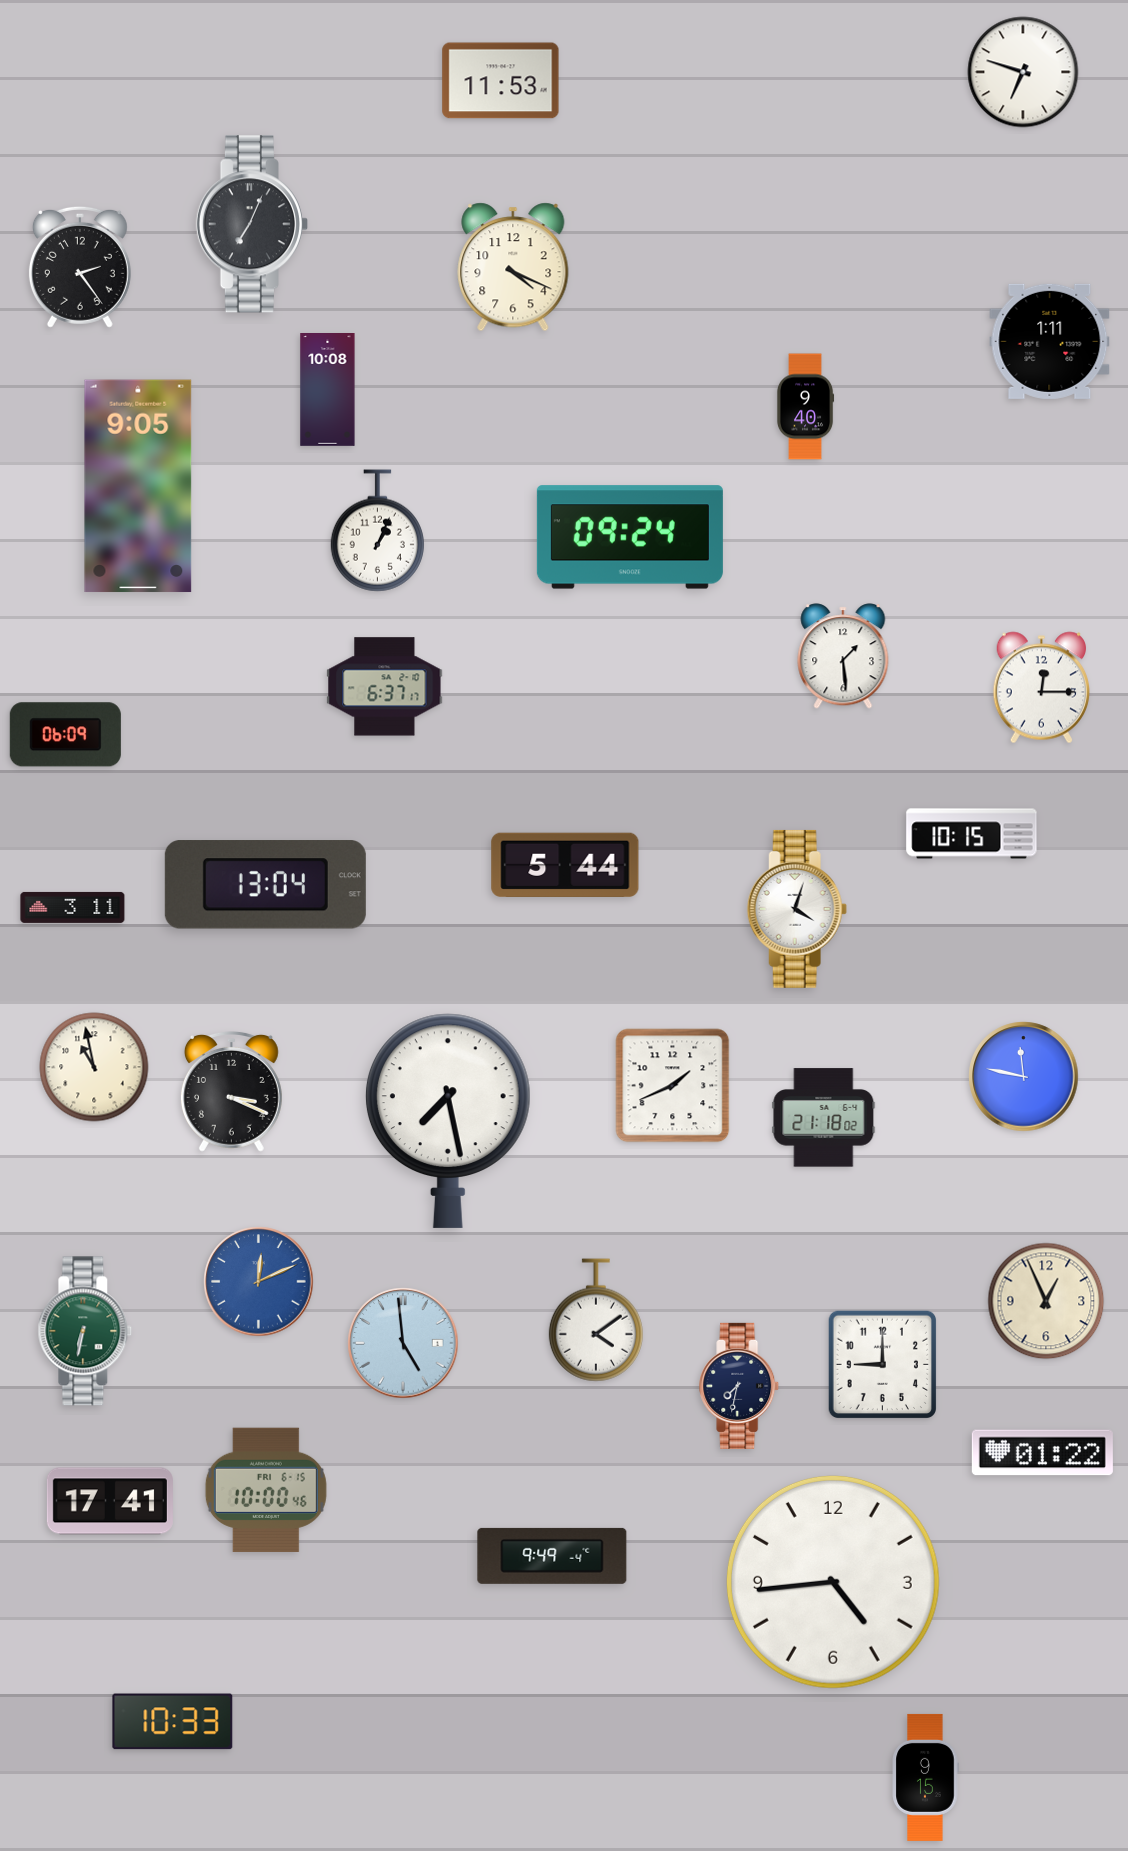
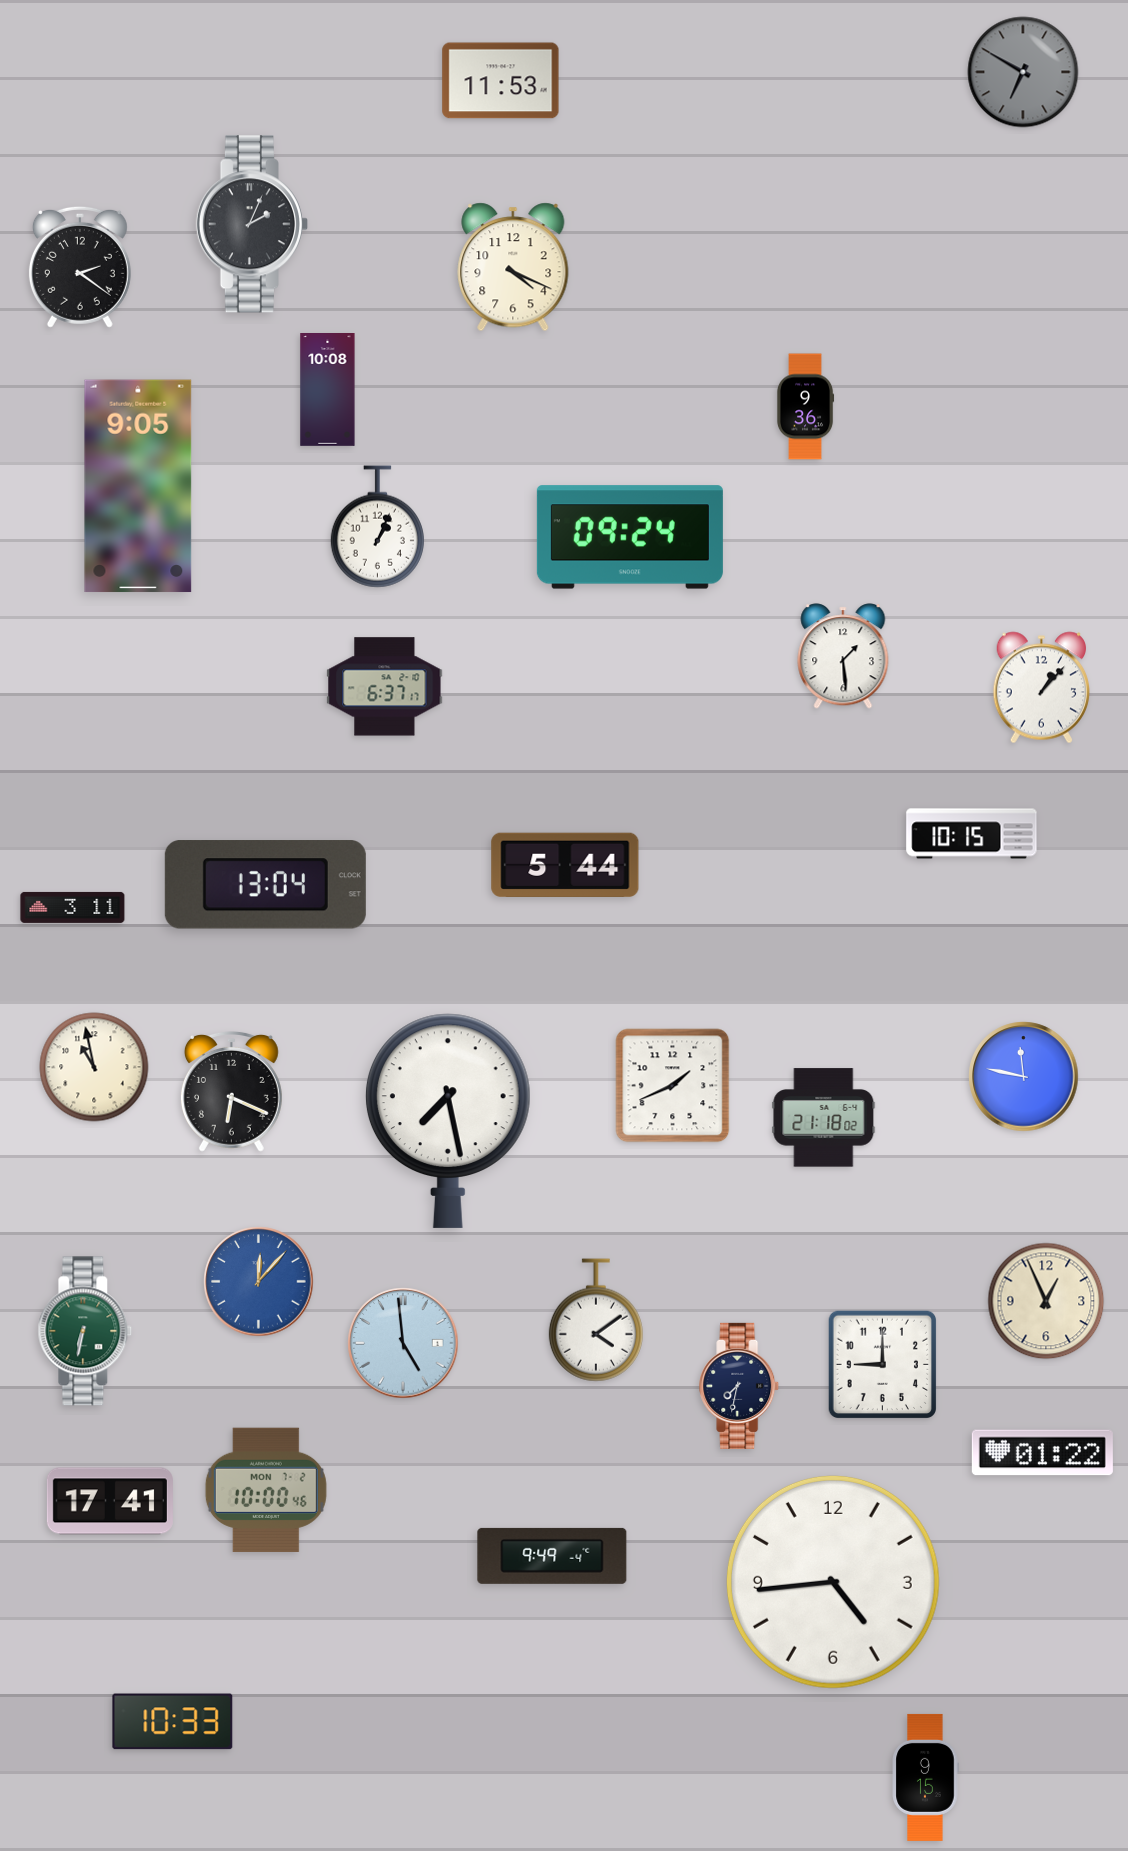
clock at (1023, 72): 6:48 -> 6:50
clock at (1023, 72) dial: white -> grey
clock at (252, 224): 7:04 -> 2:04
clock at (80, 267): 2:24 -> 2:21
clock at (1050, 341): 1:11 -> none
clock at (805, 407): 9:40 -> 9:36
clock at (377, 531) position: (377, 531) -> (377, 527)
clock at (1041, 688): 12:15 -> 1:07
clock at (65, 735): 06:09 -> none
clock at (797, 909): 4:03 -> none
clock at (231, 1092): 3:19 -> 6:19
clock at (259, 1282): 12:11 -> 12:07
clock at (266, 1490) date: FRI 6-15 -> MON 7-2
